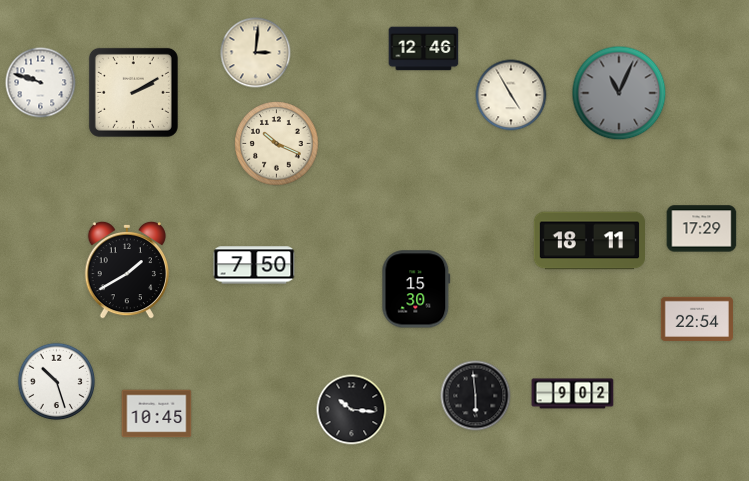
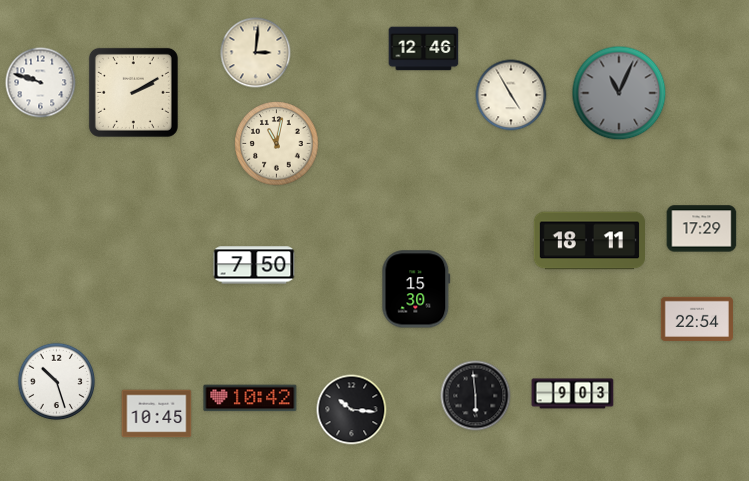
clock at (277, 144): 10:19 -> 11:02
clock at (127, 270): 1:40 -> none
clock at (573, 394): 9:02 -> 9:03
clock at (250, 398): none -> 10:42
